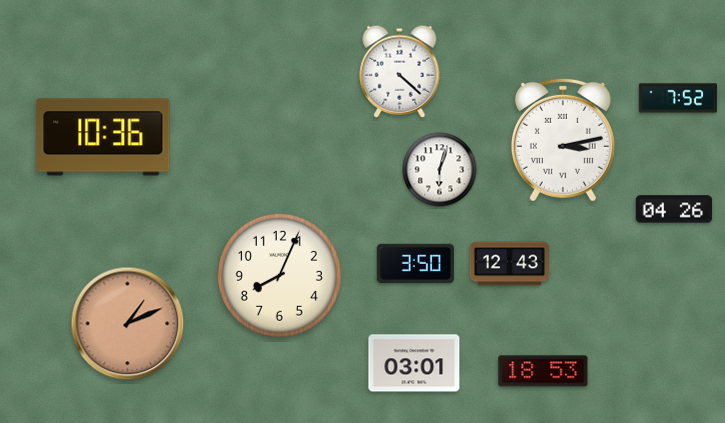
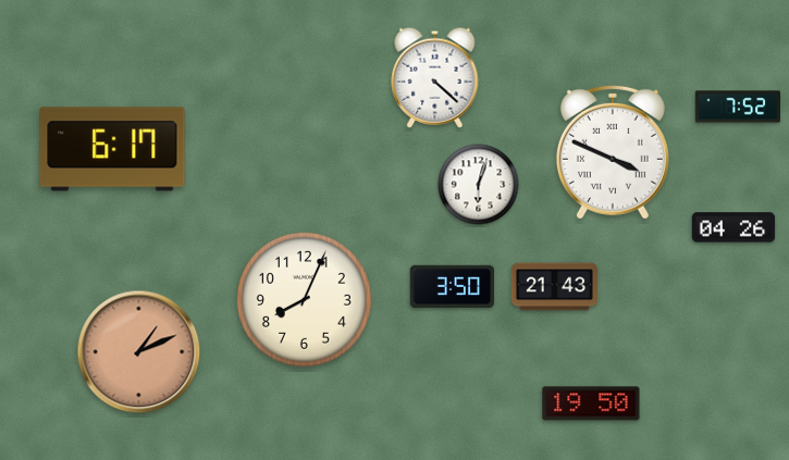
clock at (103, 137): 10:36 -> 6:17
clock at (563, 140): 3:13 -> 3:49
clock at (509, 264): 12:43 -> 21:43
clock at (414, 363): 03:01 -> none
clock at (543, 371): 18:53 -> 19:50
